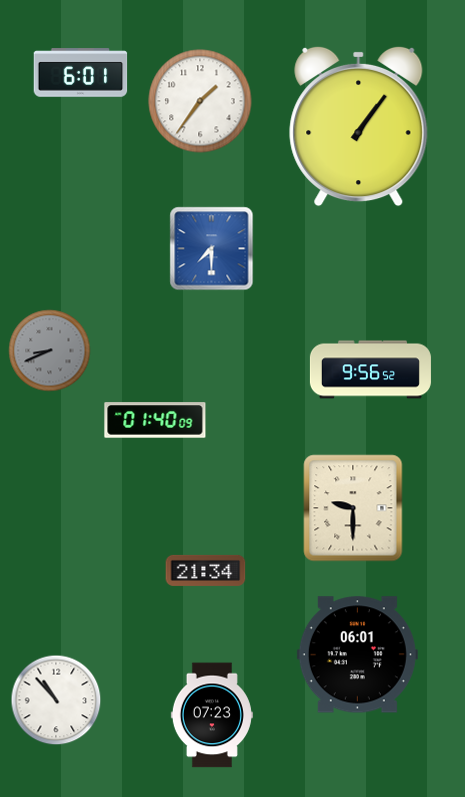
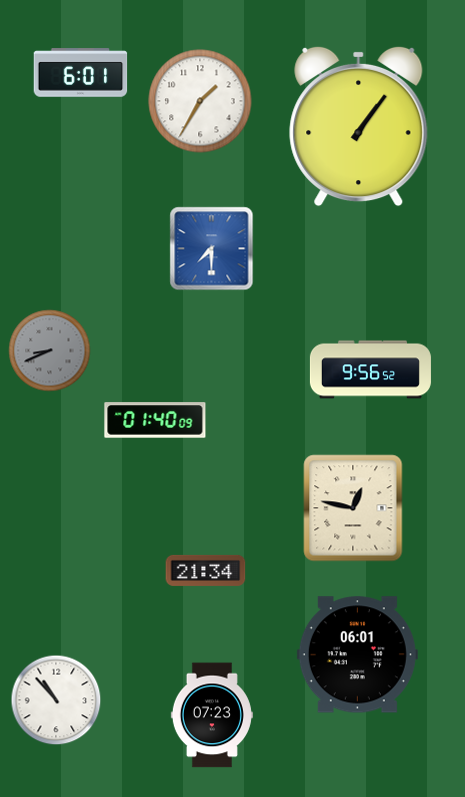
clock at (200, 101): 1:36 -> 1:35
clock at (353, 508): 9:30 -> 12:47
